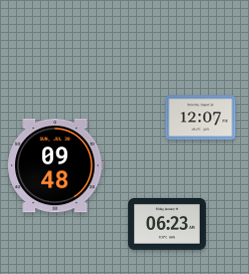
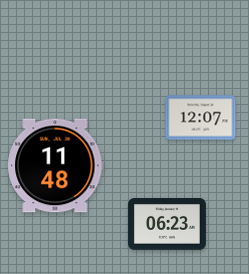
clock at (56, 166): 09:48 -> 11:48
